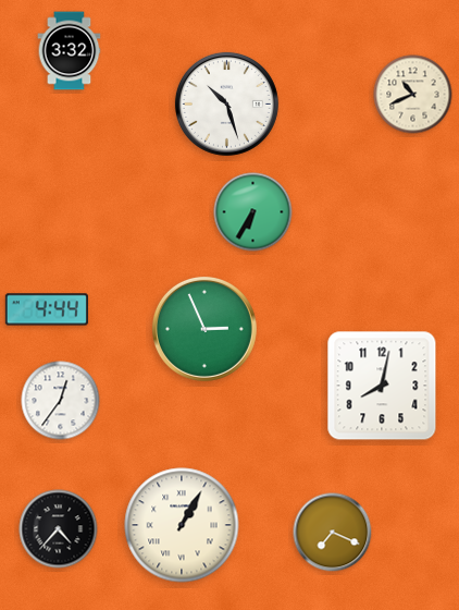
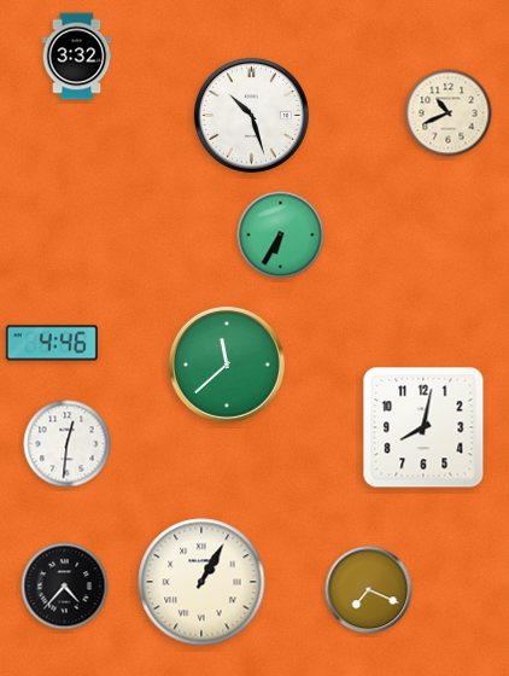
clock at (413, 95) position: (413, 95) -> (449, 113)
clock at (47, 309): 4:44 -> 4:46
clock at (204, 329): 2:56 -> 11:38
clock at (61, 401): 12:36 -> 12:31
